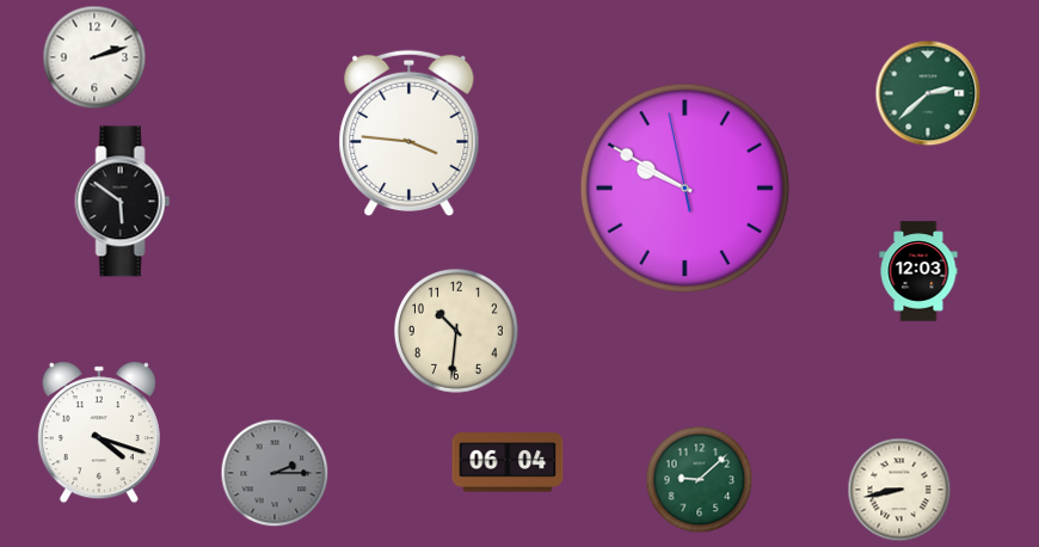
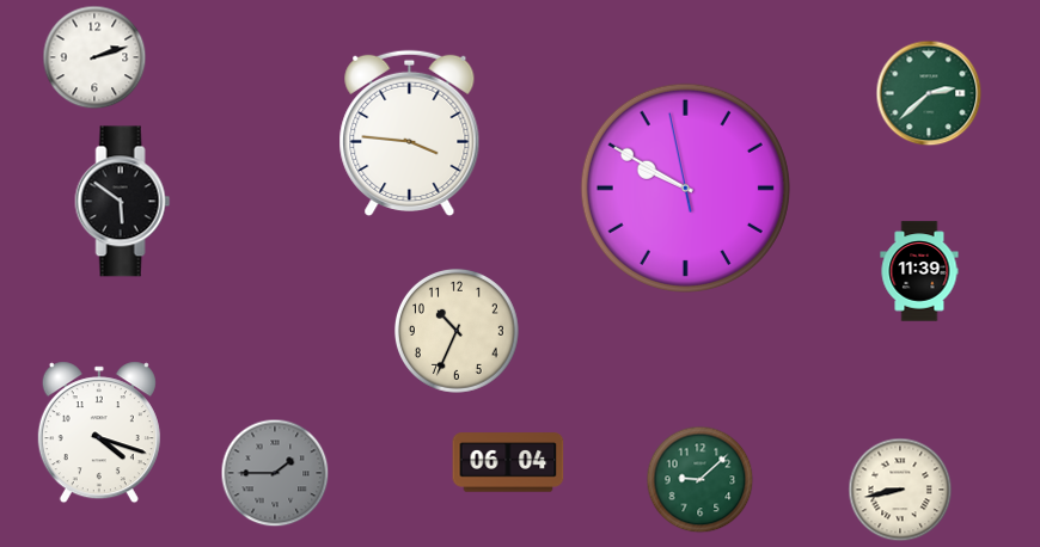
clock at (918, 271): 12:03 -> 11:39
clock at (456, 331): 10:31 -> 10:34
clock at (275, 473): 2:15 -> 1:45
